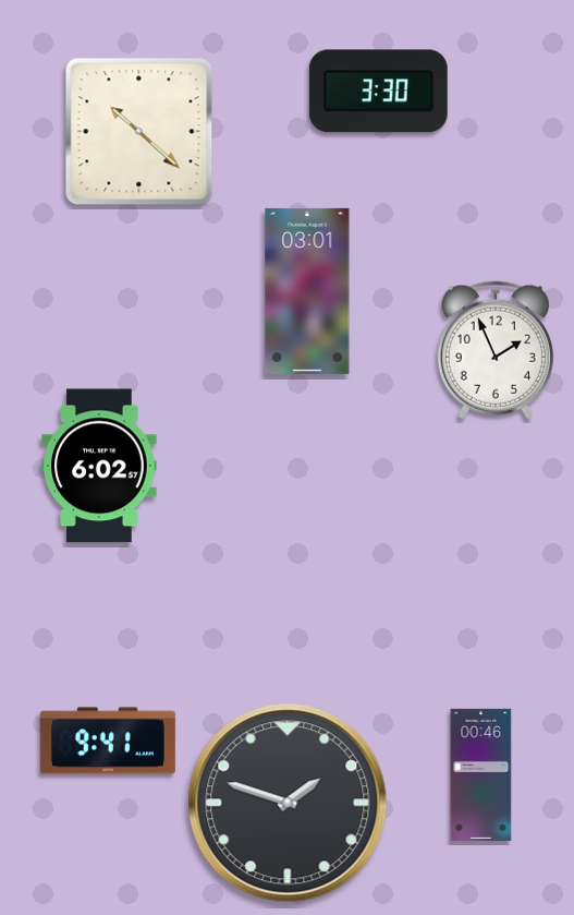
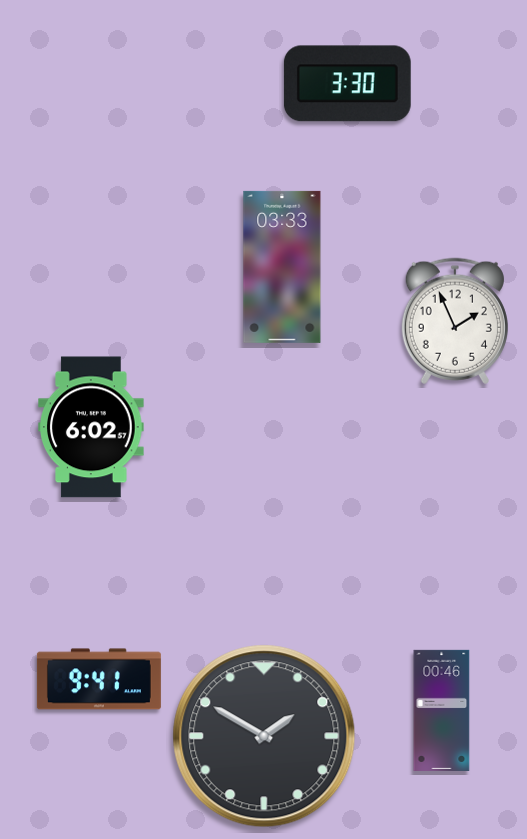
clock at (139, 132): 10:22 -> none
clock at (307, 291): 03:01 -> 03:33
clock at (288, 803): 1:48 -> 1:50
